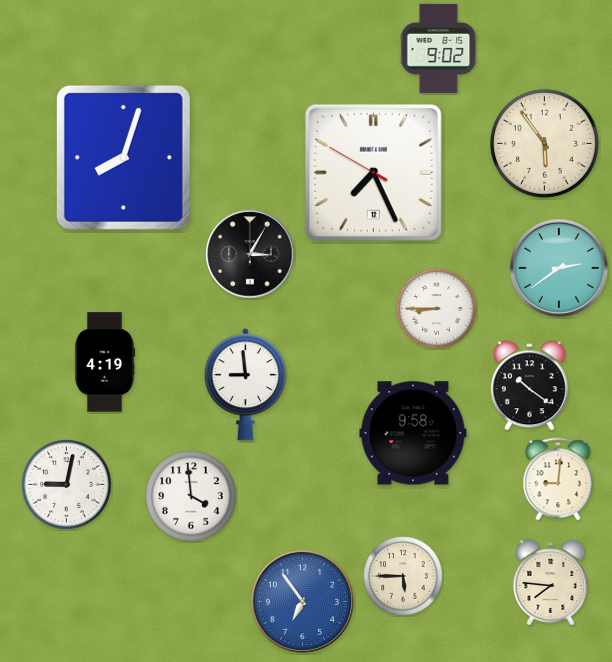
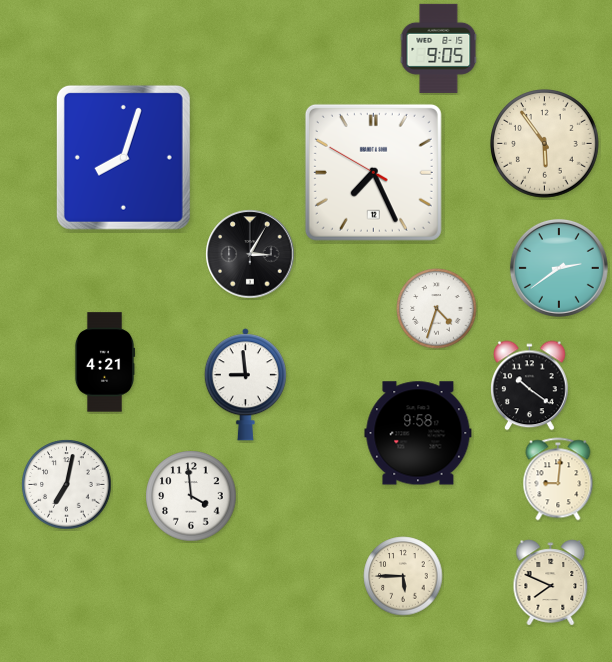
clock at (439, 48): 9:02 -> 9:05
clock at (437, 309): 8:45 -> 4:33
clock at (105, 362): 4:19 -> 4:21
clock at (413, 433) position: (413, 433) -> (418, 433)
clock at (67, 485): 9:02 -> 7:02
clock at (551, 583): 7:46 -> 7:49
clock at (302, 601): 6:54 -> none
